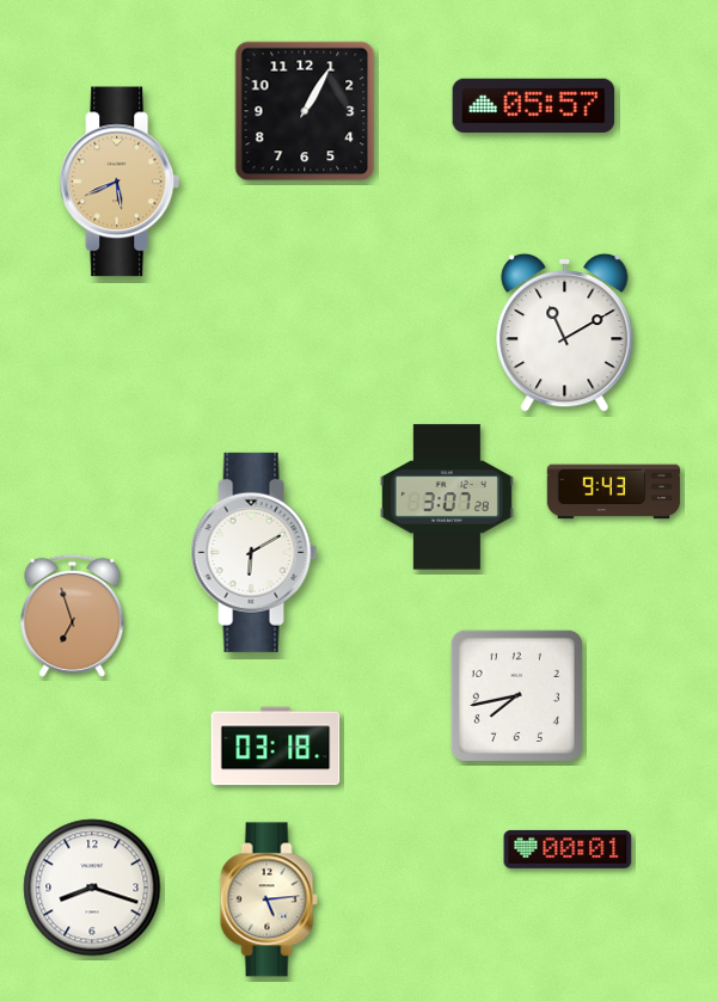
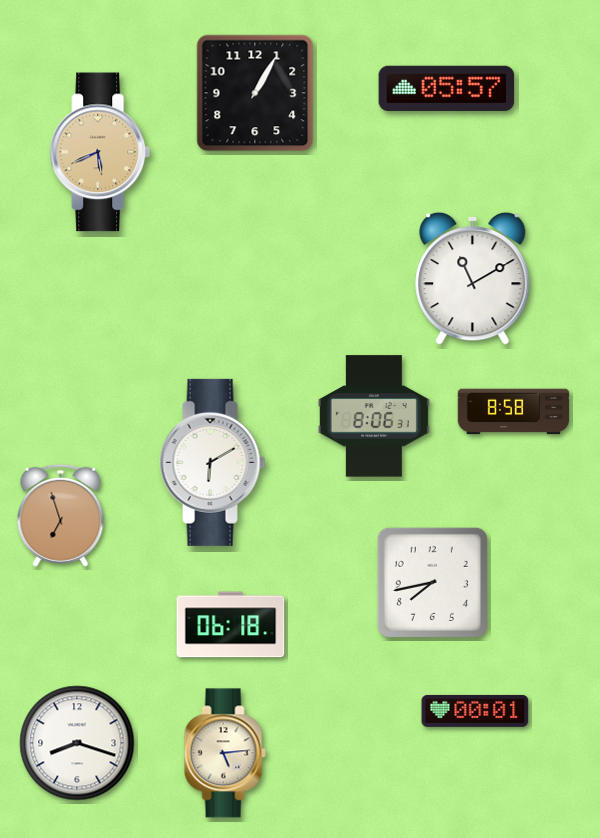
clock at (614, 492): 9:43 -> 8:58
clock at (447, 497): 3:07 -> 8:06
clock at (276, 747): 03:18 -> 06:18
